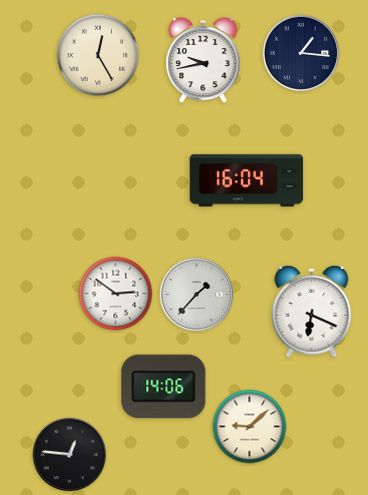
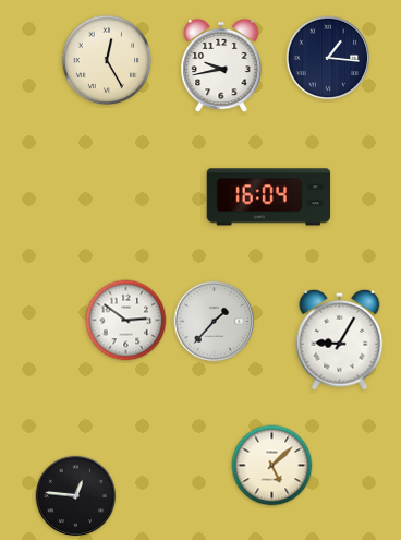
clock at (312, 311): 6:19 -> 9:05
clock at (164, 387): 14:06 -> none
clock at (250, 427): 9:08 -> 5:08
